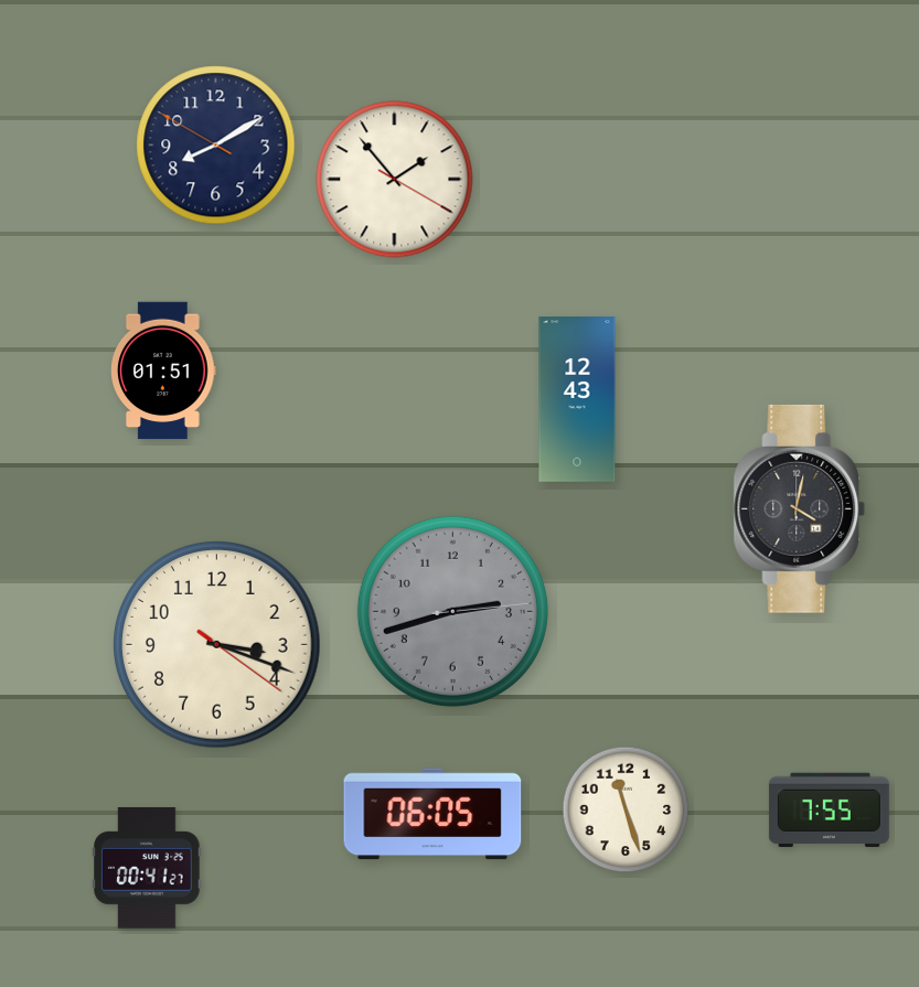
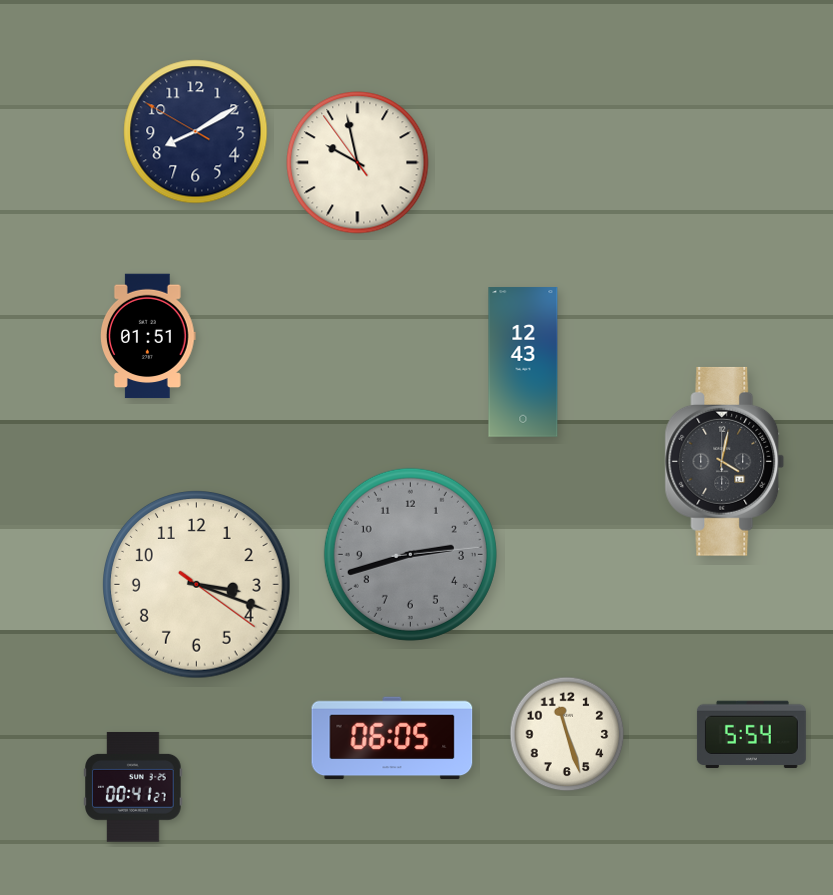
clock at (395, 180): 1:53 -> 9:57
clock at (829, 811): 7:55 -> 5:54
